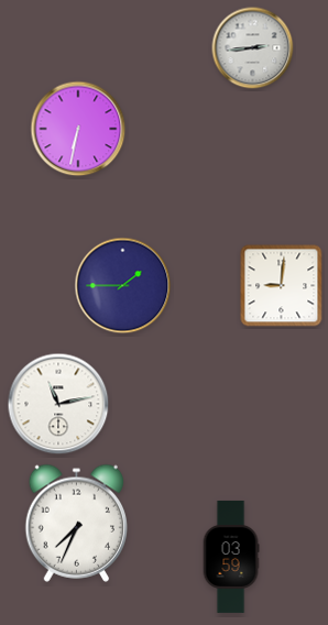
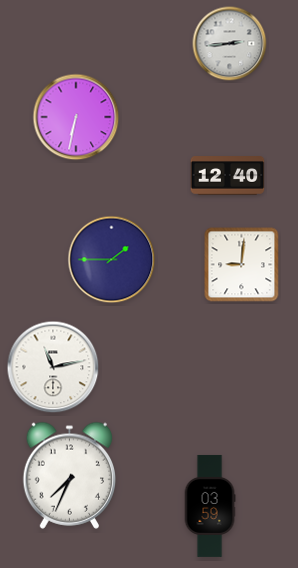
clock at (78, 129) position: (78, 129) -> (76, 117)
clock at (228, 176): none -> 12:40
clock at (282, 286) position: (282, 286) -> (242, 265)
